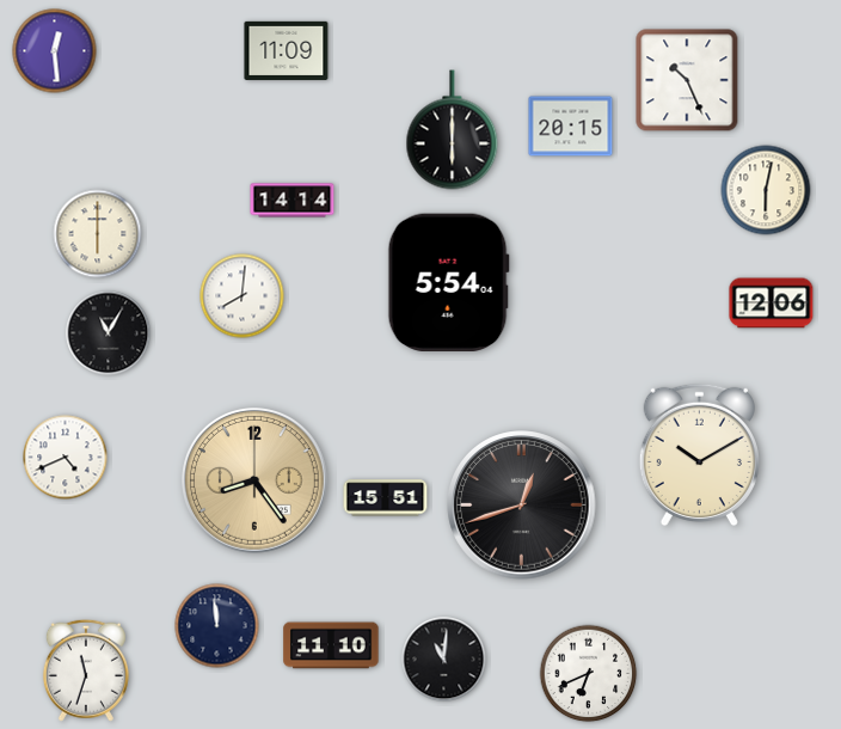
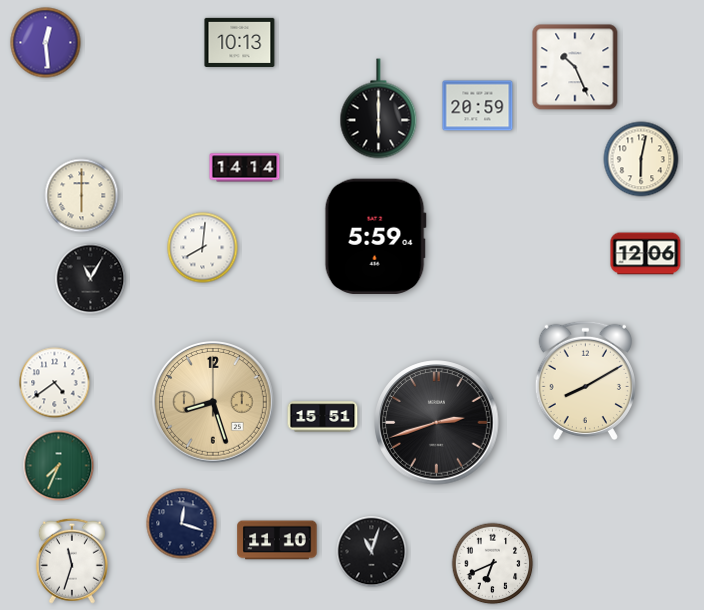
clock at (287, 50): 11:09 -> 10:13
clock at (571, 127): 20:15 -> 20:59
clock at (448, 282): 5:54 -> 5:59
clock at (699, 455): 10:10 -> 8:10
clock at (66, 458): 4:41 -> 4:39
clock at (256, 482): 8:24 -> 8:27
clock at (522, 506): 12:42 -> 2:42
clock at (59, 466): none -> 7:34
clock at (217, 626): 11:59 -> 12:18
clock at (444, 660): 11:01 -> 11:03
